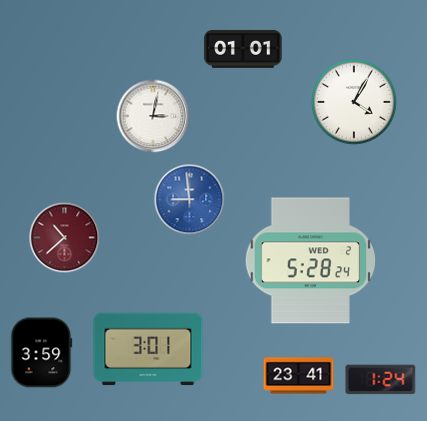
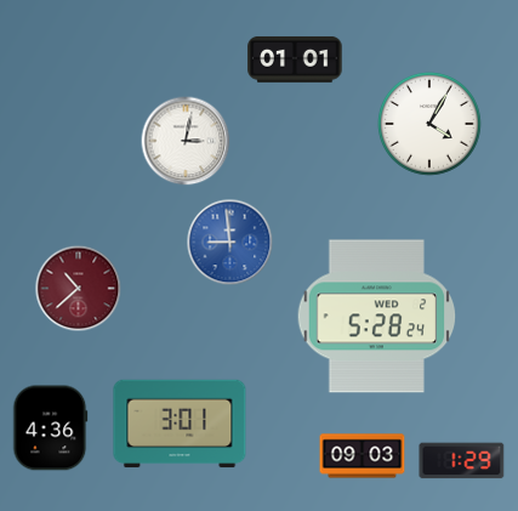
clock at (42, 353): 3:59 -> 4:36
clock at (299, 376): 23:41 -> 09:03
clock at (381, 380): 1:24 -> 1:29
